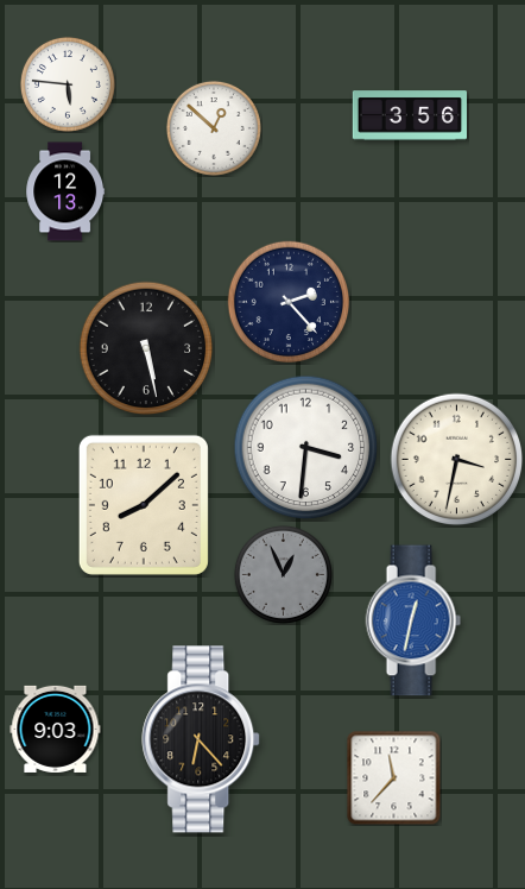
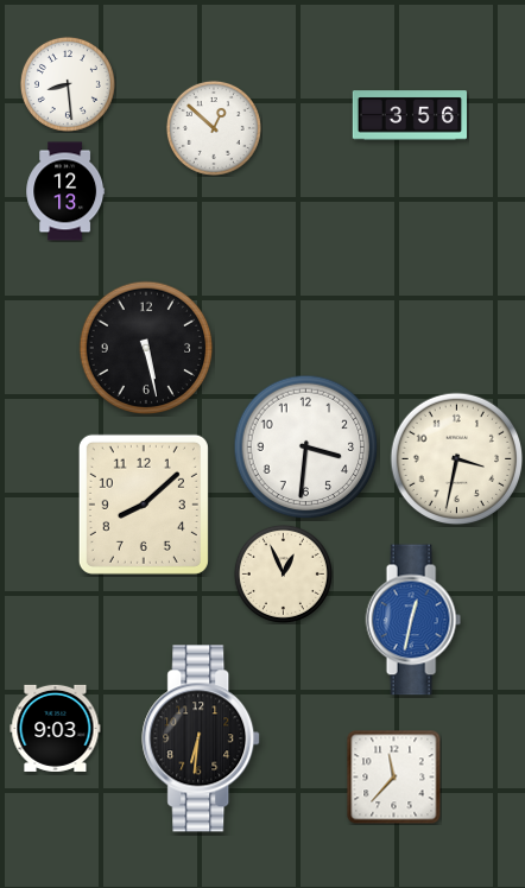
clock at (68, 84): 5:46 -> 8:29
clock at (287, 301): 2:23 -> none
clock at (283, 574) dial: grey -> cream
clock at (202, 739): 6:23 -> 6:31
